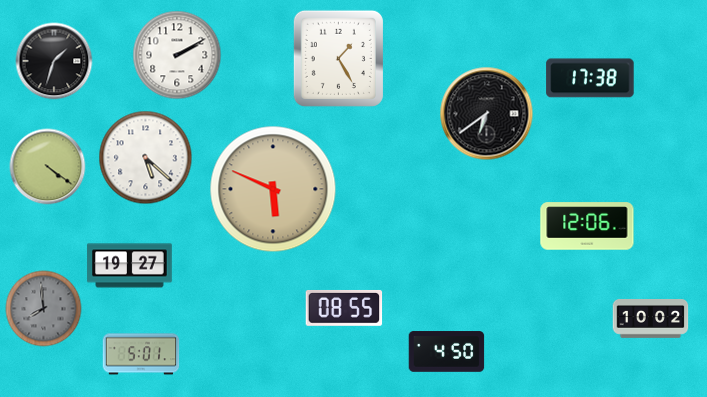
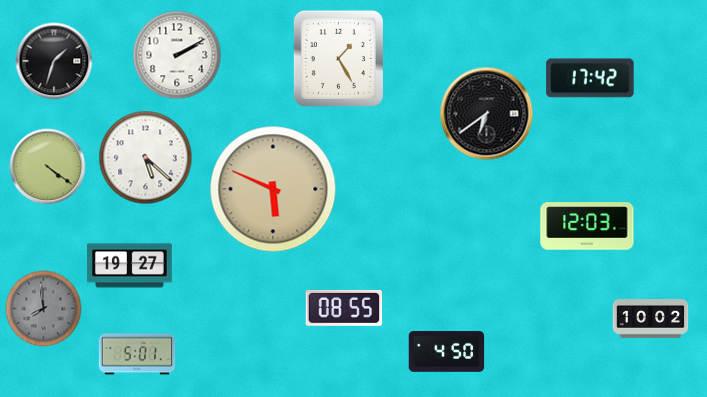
clock at (590, 78): 17:38 -> 17:42
clock at (587, 226): 12:06 -> 12:03
clock at (141, 354) position: (141, 354) -> (137, 354)
